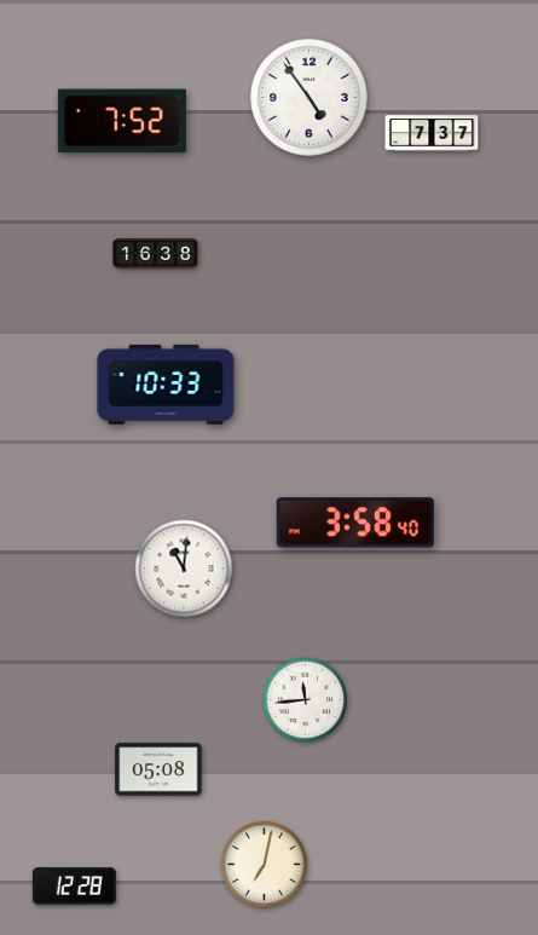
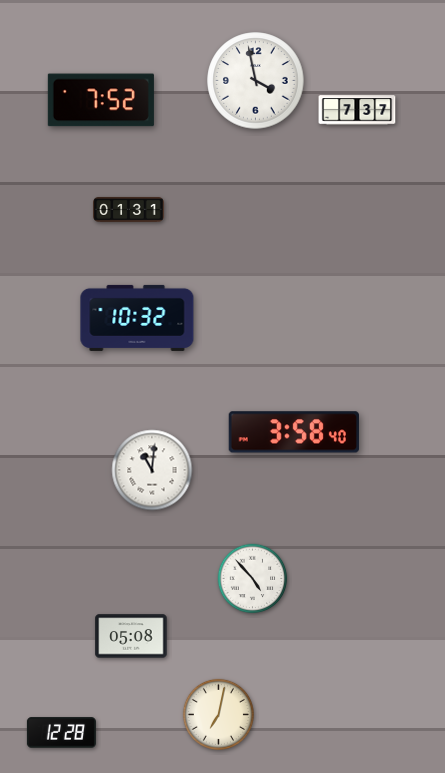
clock at (310, 98): 4:54 -> 3:58
clock at (156, 254): 16:38 -> 01:31
clock at (166, 385): 10:33 -> 10:32
clock at (306, 700): 11:44 -> 4:53
